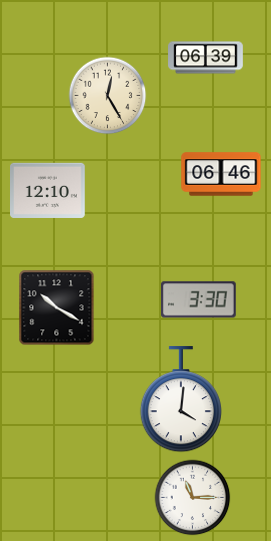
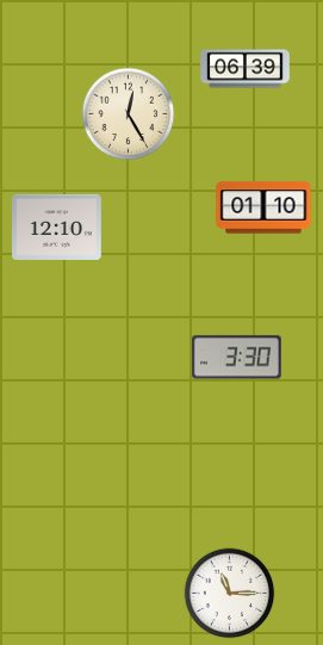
clock at (221, 174): 06:46 -> 01:10
clock at (57, 308): 10:20 -> none
clock at (181, 400): 4:01 -> none
